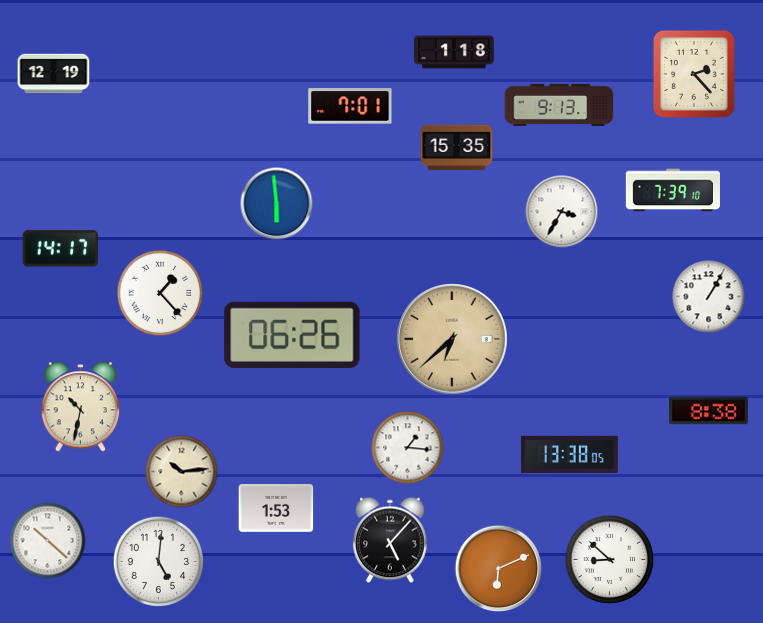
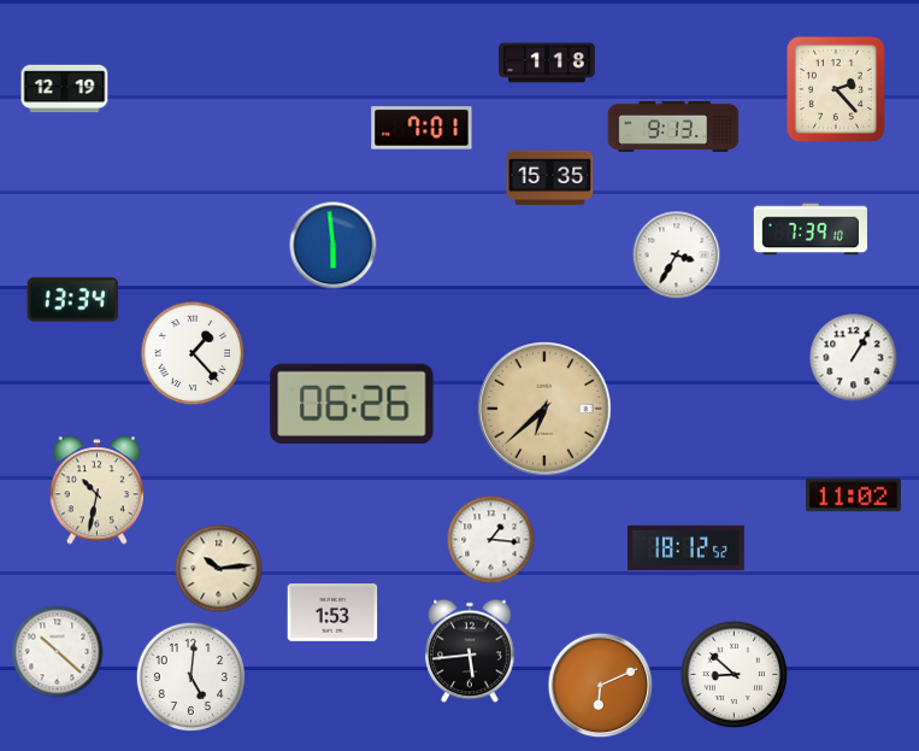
clock at (61, 249): 14:17 -> 13:34
clock at (708, 411): 8:38 -> 11:02
clock at (570, 455): 13:38 -> 18:12
clock at (390, 540): 5:07 -> 5:44
